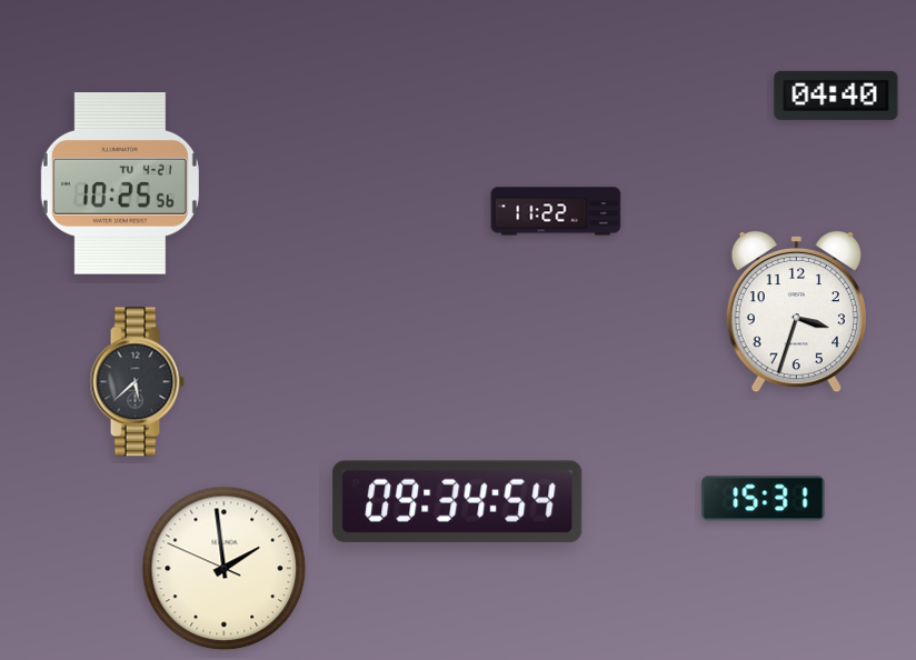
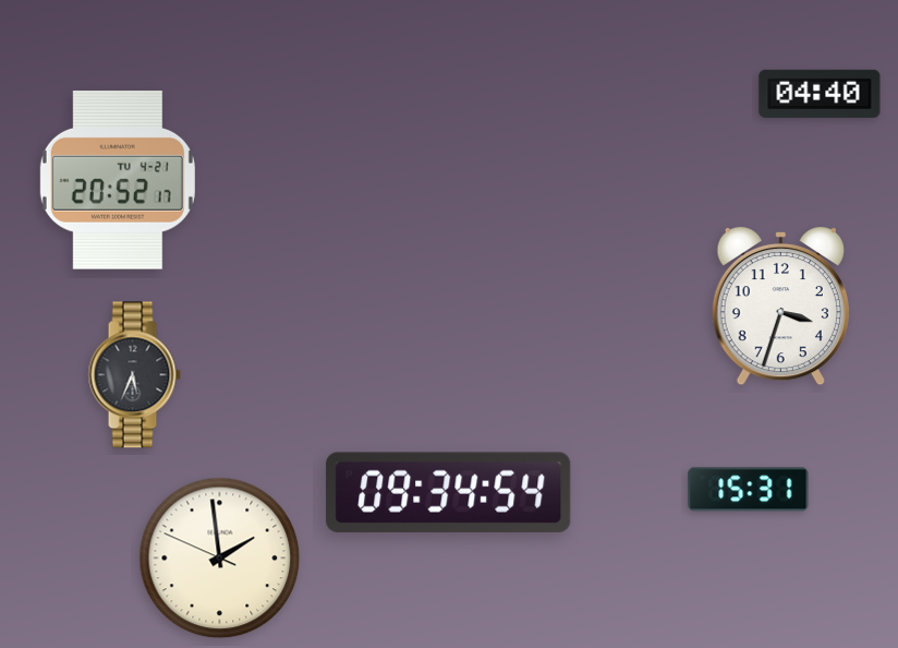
clock at (120, 184): 10:25 -> 20:52
clock at (556, 211): 11:22 -> none
clock at (137, 382): 5:38 -> 5:34
